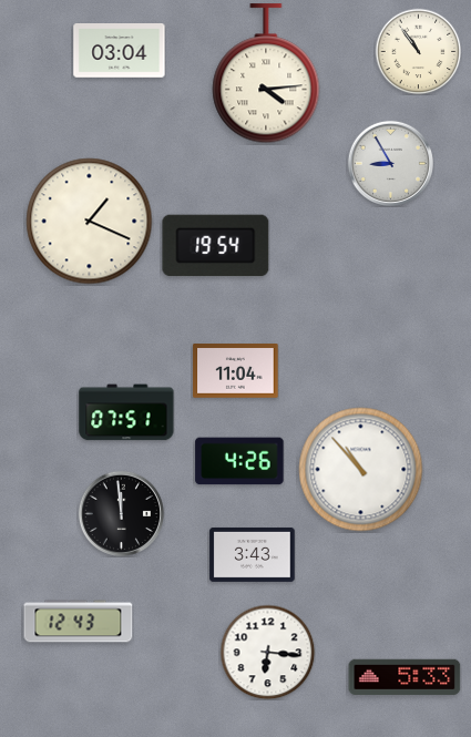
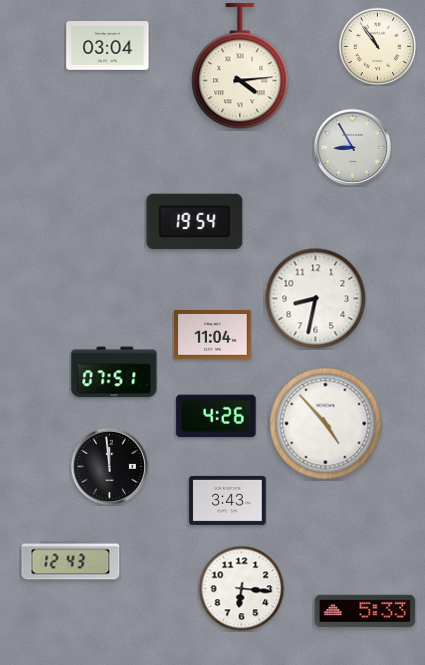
clock at (90, 222): 1:19 -> none
clock at (316, 299): none -> 8:32
clock at (361, 470): 10:53 -> 4:53
clock at (121, 513) position: (121, 513) -> (109, 466)
